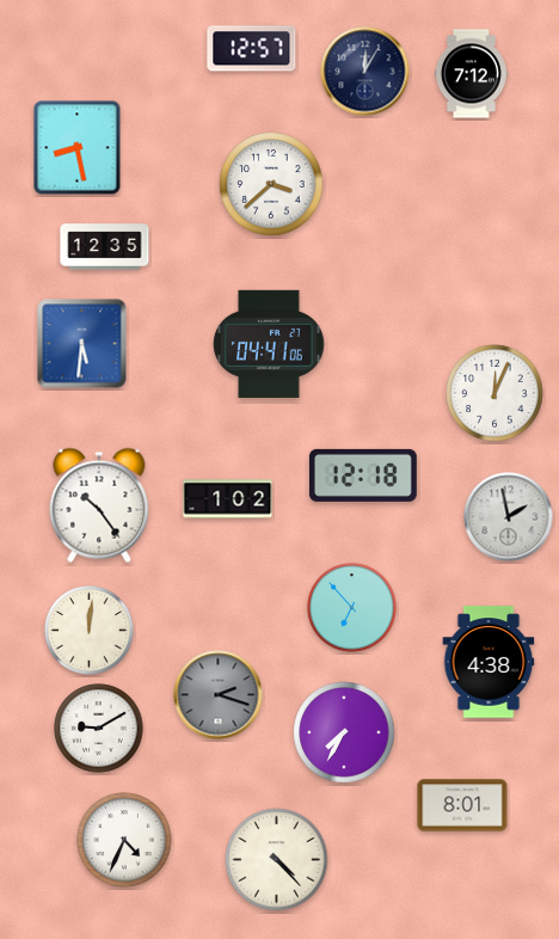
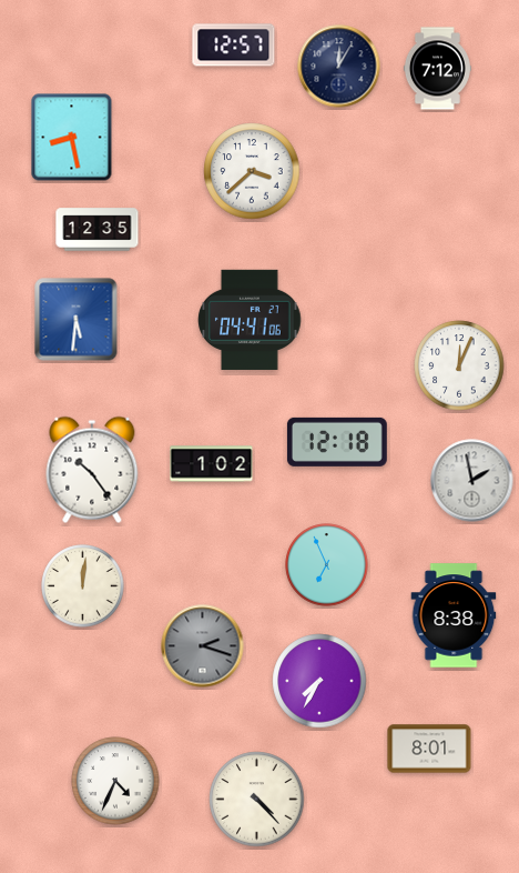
clock at (352, 608): 6:53 -> 6:56
clock at (489, 662): 4:38 -> 8:38
clock at (99, 729): 9:10 -> none
